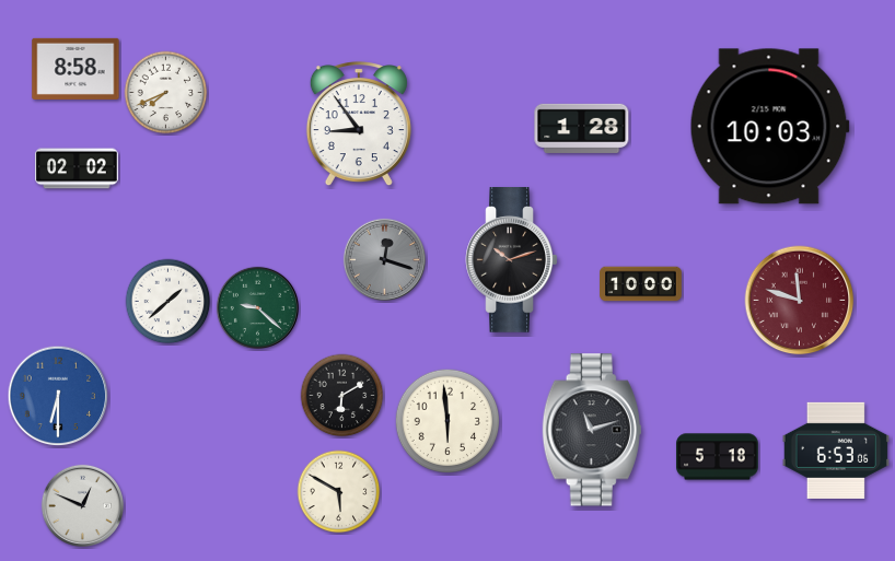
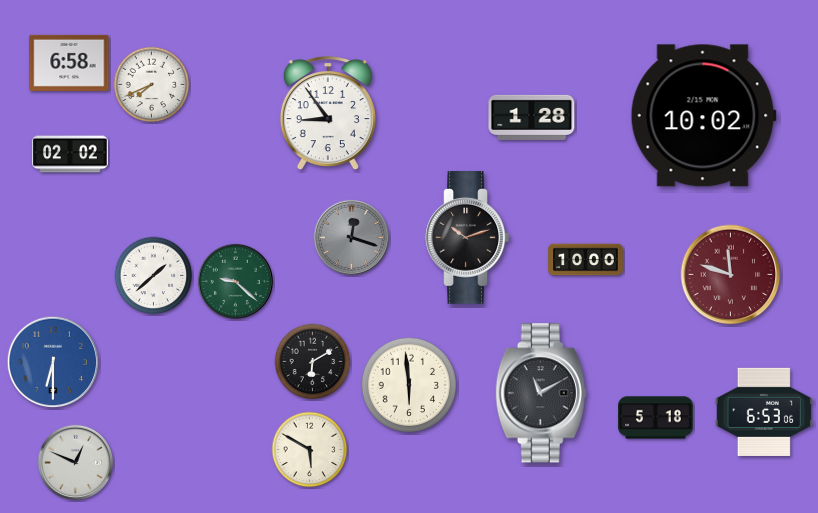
clock at (75, 69): 8:58 -> 6:58
clock at (769, 127): 10:03 -> 10:02
clock at (592, 430): 11:12 -> 11:10
